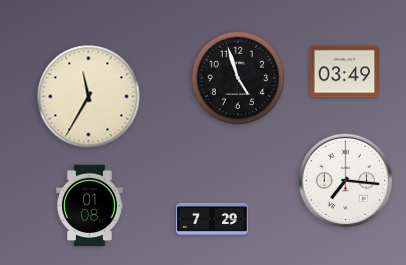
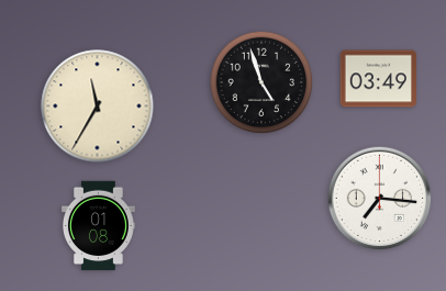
clock at (238, 78) position: (238, 78) -> (261, 82)
clock at (212, 219): 7:29 -> none
